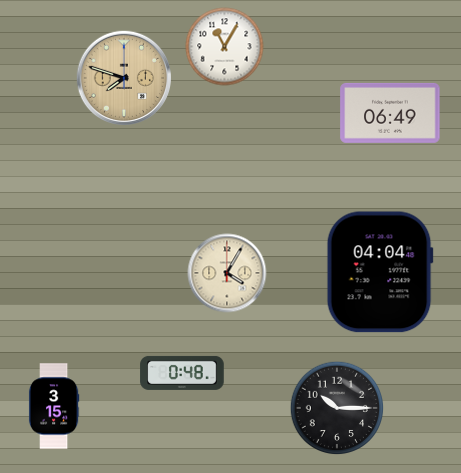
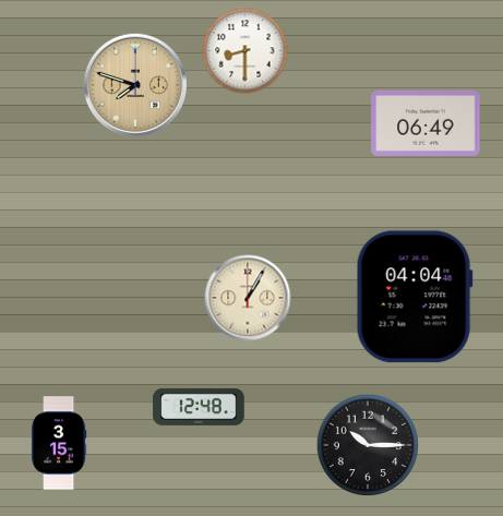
clock at (225, 47): 11:05 -> 8:30
clock at (227, 273): 4:05 -> 1:05
clock at (182, 373): 0:48 -> 12:48
